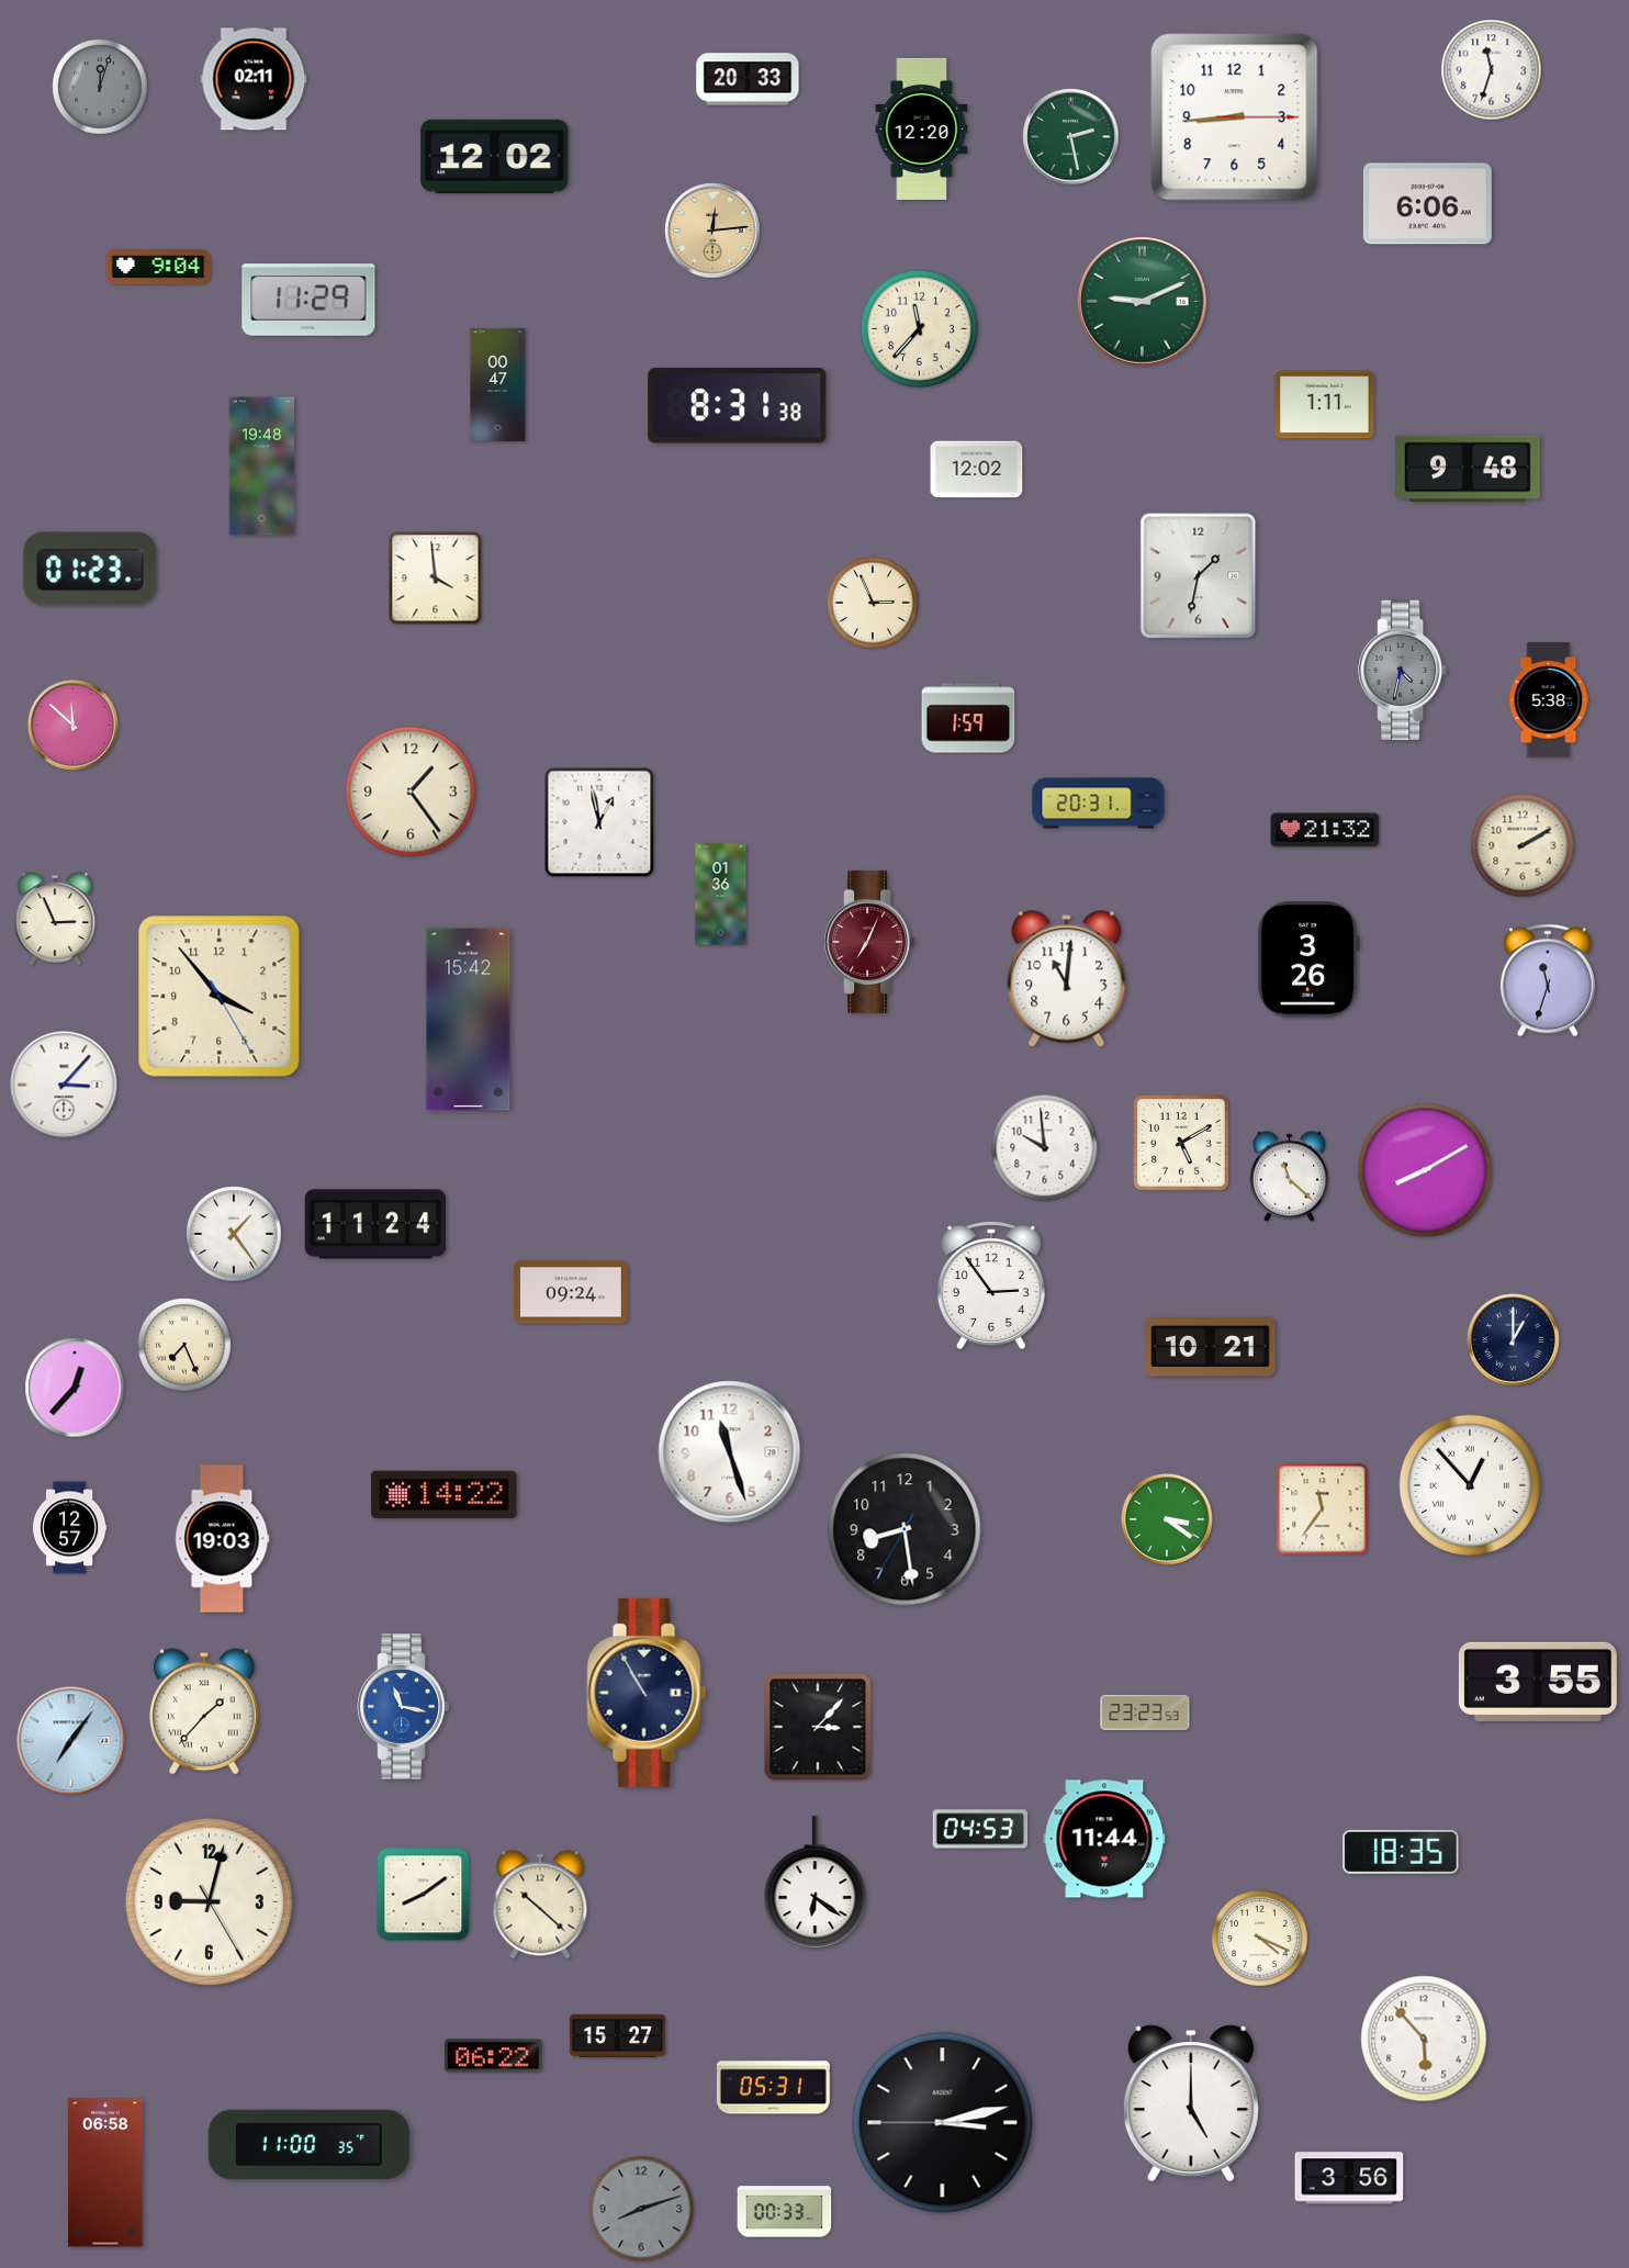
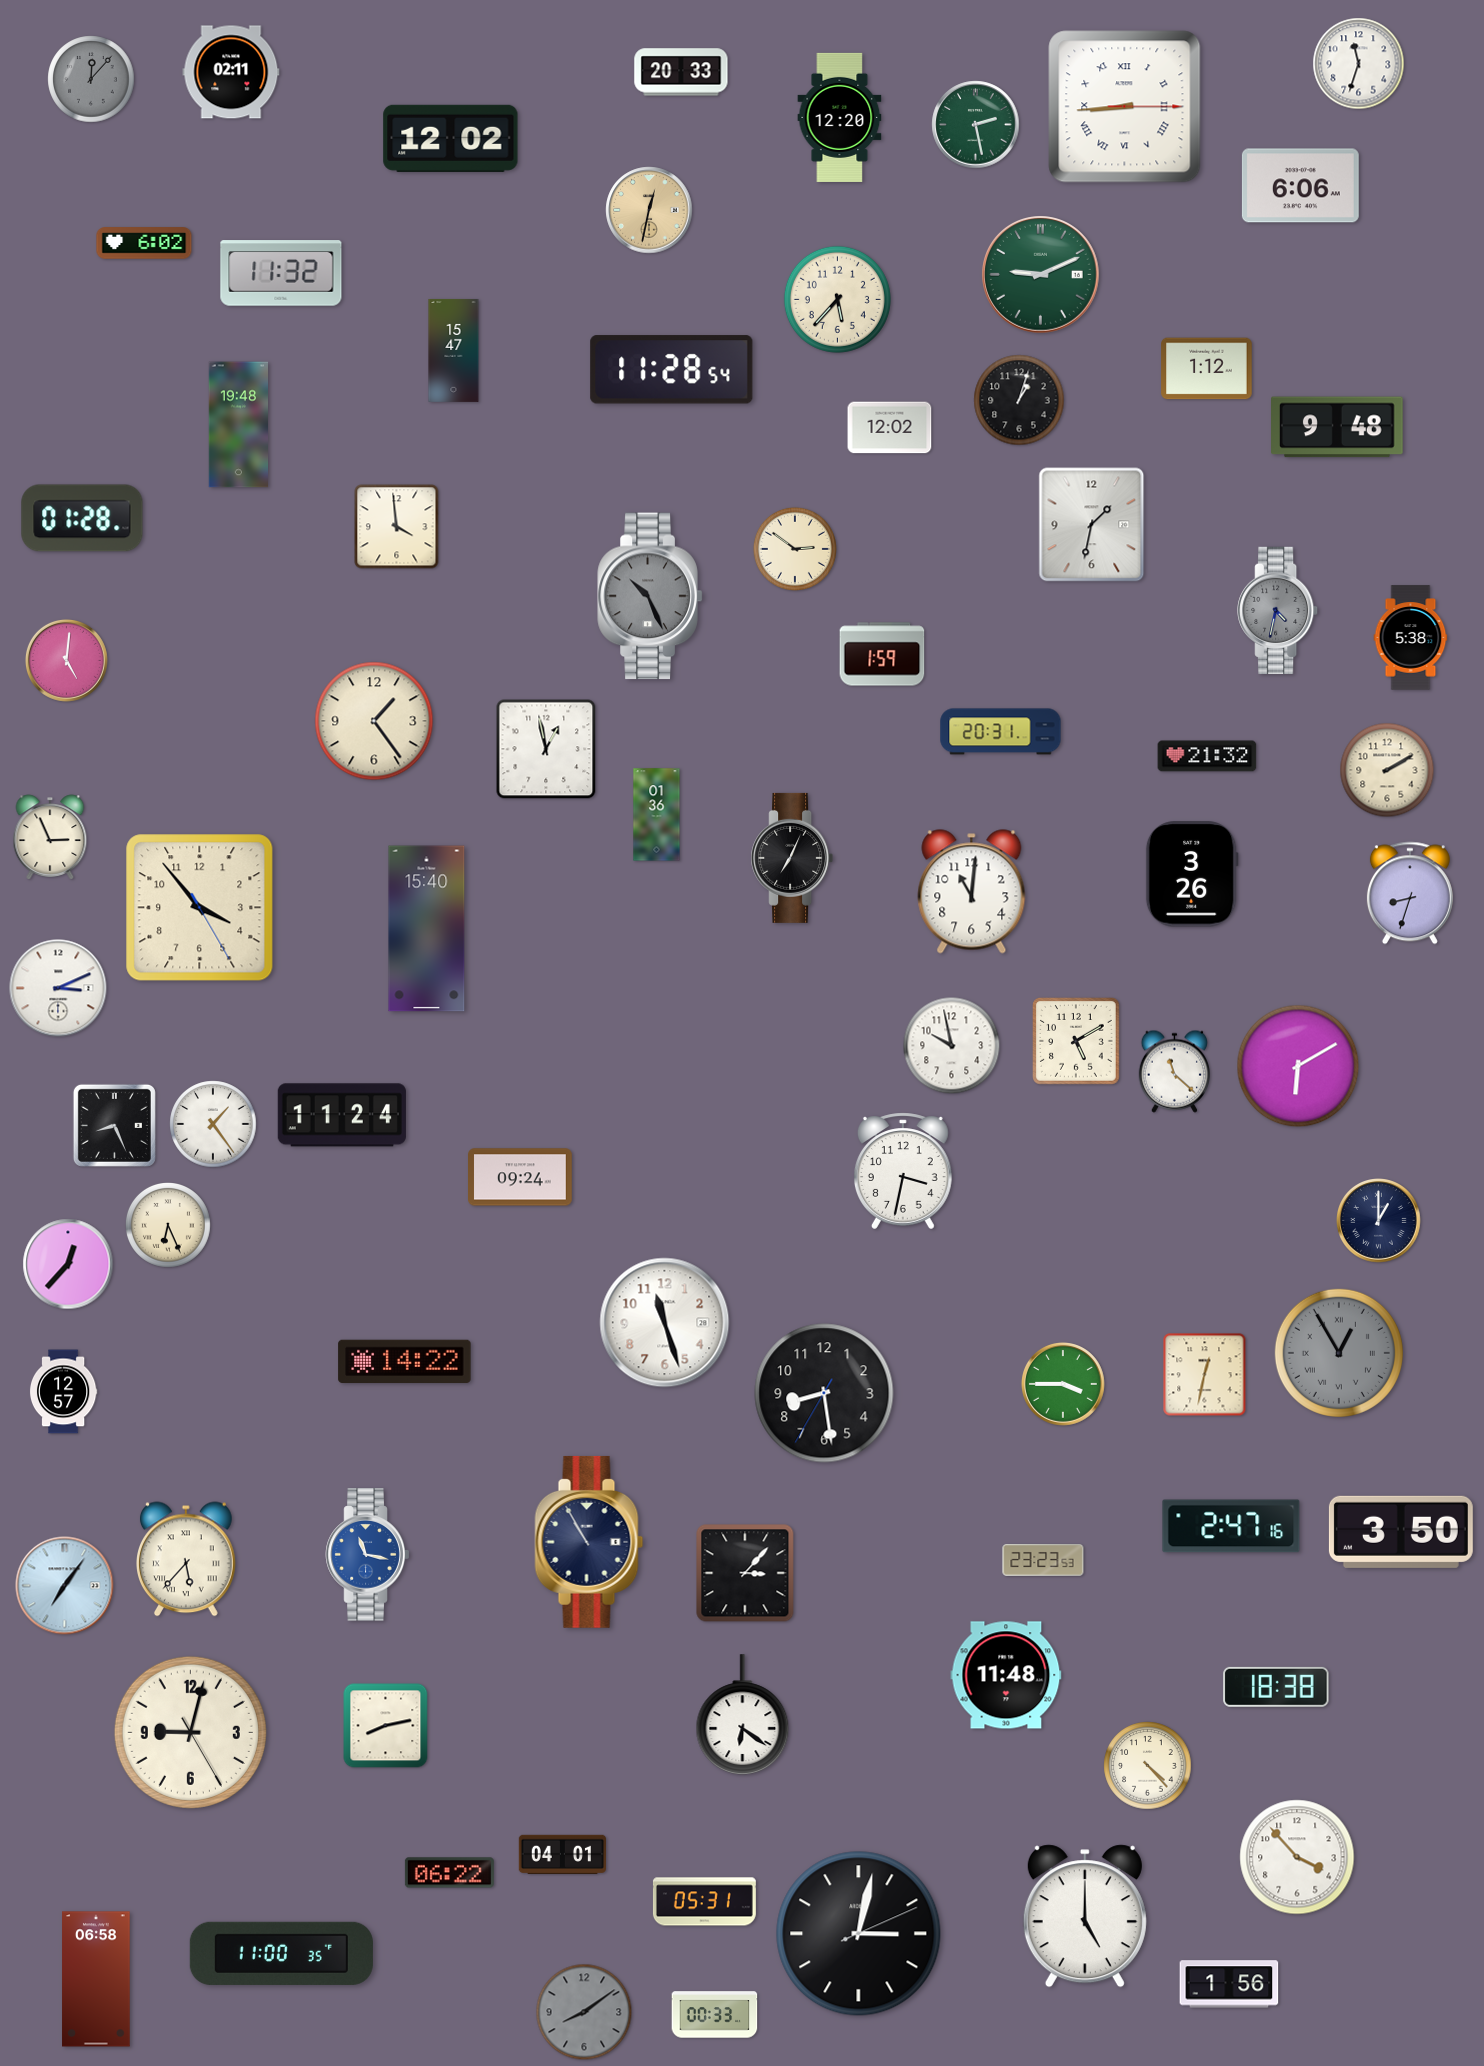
clock at (100, 87): 12:03 -> 12:07
clock at (1235, 117) numerals: Arabic -> Roman
clock at (495, 156) position: (495, 156) -> (451, 138)
clock at (712, 231): 12:14 -> 12:32
clock at (158, 267): 9:04 -> 6:02
clock at (308, 300): 11:29 -> 11:32
clock at (919, 328): 11:37 -> 5:37
clock at (498, 384): 00:47 -> 15:47
clock at (1325, 405): 1:11 -> 1:12
clock at (738, 406): 8:31 -> 11:28
clock at (1019, 400): none -> 1:03
clock at (90, 569): 01:23 -> 01:28
clock at (873, 603): 2:56 -> 2:51
clock at (650, 596): none -> 10:26
clock at (72, 725): 11:52 -> 5:01
clock at (869, 942) dial: burgundy -> black
clock at (1548, 980): 11:33 -> 8:33
clock at (469, 1020): 15:42 -> 15:40
clock at (64, 1085): 3:07 -> 3:11
clock at (1045, 1148): 9:59 -> 9:58
clock at (1425, 1170): 8:10 -> 6:10
clock at (114, 1125): none -> 8:26
clock at (991, 1285): 2:54 -> 3:32
clock at (186, 1346): 7:26 -> 6:26
clock at (1211, 1346): 10:21 -> none
clock at (1470, 1485): 12:53 -> 12:55
clock at (1470, 1485) dial: white -> grey
clock at (1323, 1509): 11:36 -> 12:32
clock at (1167, 1519): 3:21 -> 3:45
clock at (223, 1539): 19:03 -> none
clock at (1231, 1526): none -> 2:47
clock at (1538, 1682): 3:55 -> 3:50
clock at (205, 1711): 1:37 -> 5:37
clock at (980, 1829): 04:53 -> none
clock at (1104, 1839): 11:44 -> 11:48
clock at (1401, 1852): 18:35 -> 18:38
clock at (424, 1895): 8:09 -> 8:13
clock at (540, 1905): 10:22 -> none
clock at (1260, 1939): 4:19 -> 4:23
clock at (617, 2036): 15:27 -> 04:01
clock at (1424, 2039): 5:53 -> 3:53
clock at (943, 2123): 3:12 -> 3:02
clock at (1349, 2178): 3:56 -> 1:56
clock at (641, 2209): 8:12 -> 8:09
